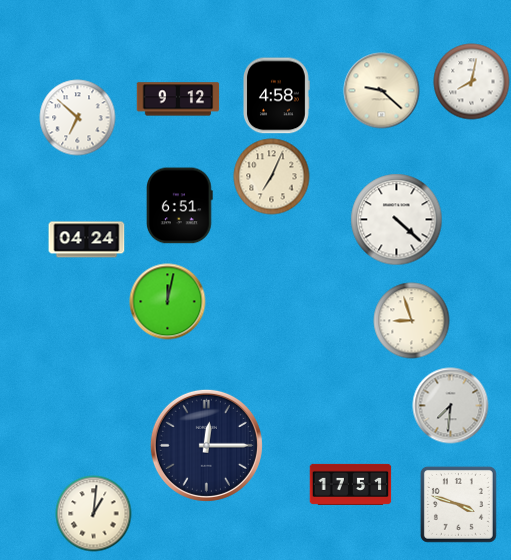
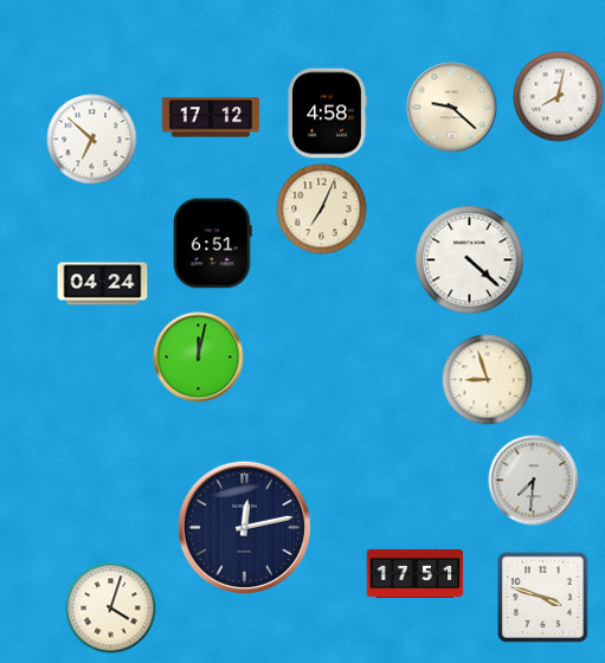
clock at (178, 99): 9:12 -> 17:12
clock at (206, 445): 12:15 -> 12:13
clock at (94, 514): 1:01 -> 4:03
